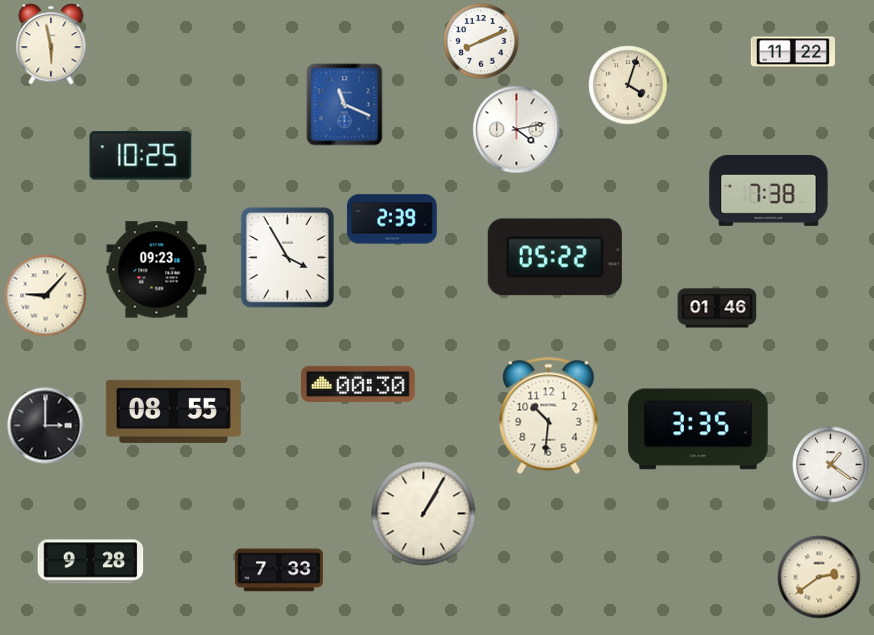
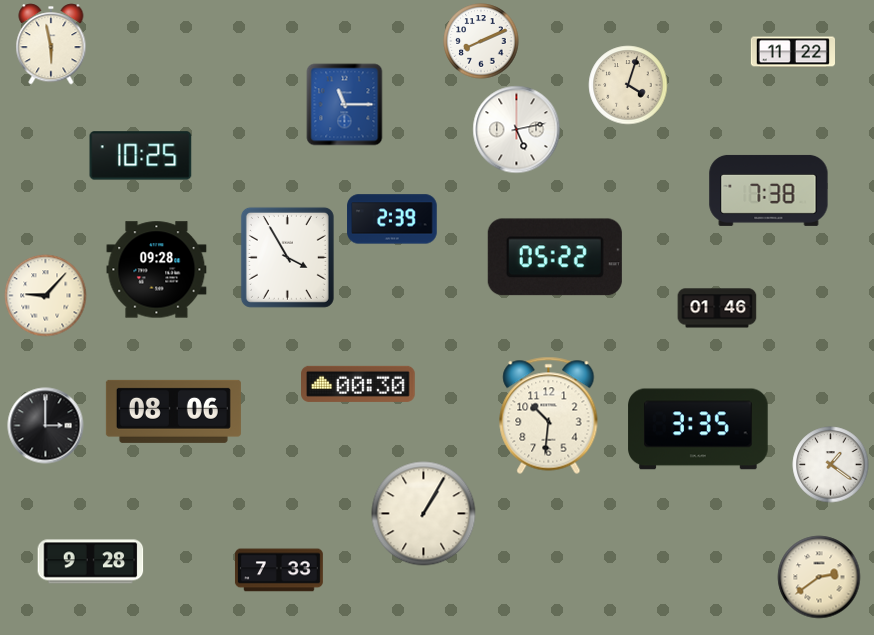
clock at (345, 105): 11:19 -> 11:15
clock at (517, 130): 4:13 -> 5:13
clock at (157, 270): 09:23 -> 09:28
clock at (173, 411): 08:55 -> 08:06
